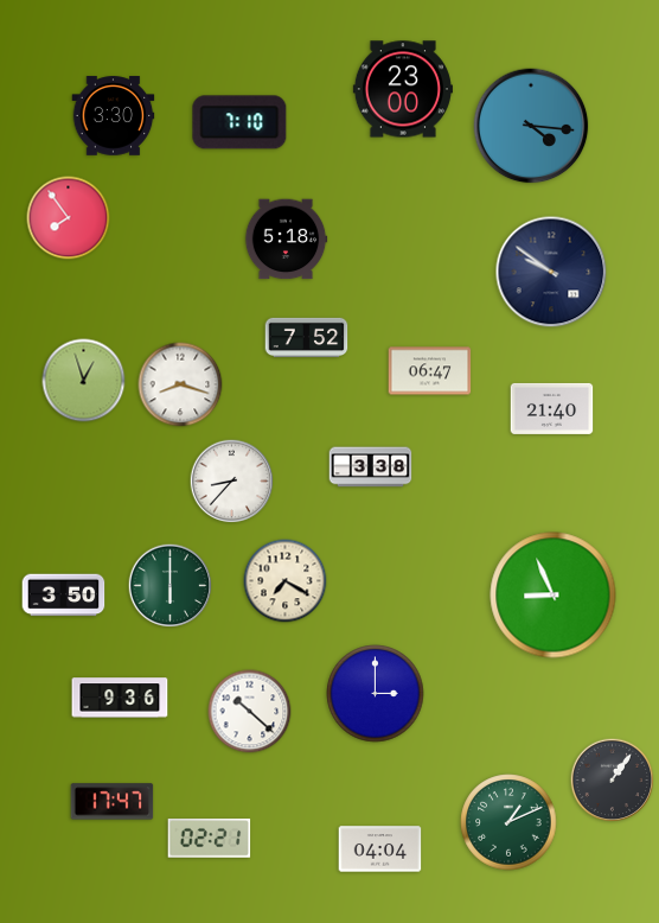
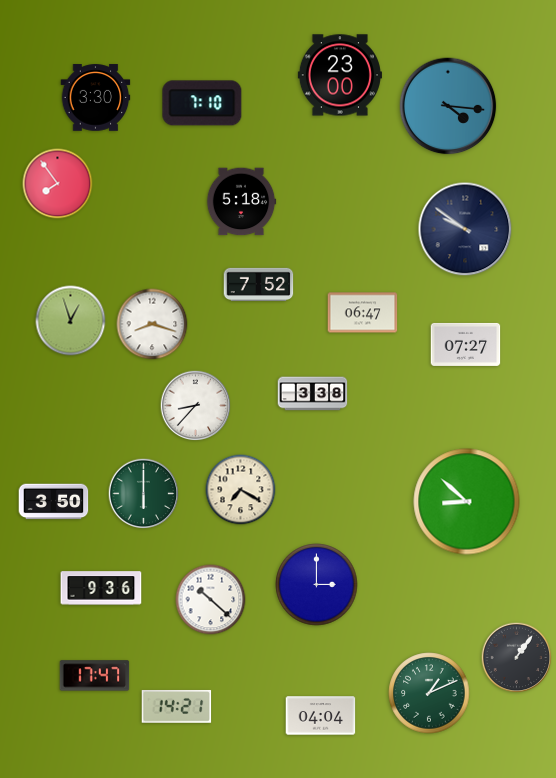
clock at (552, 408): 21:40 -> 07:27
clock at (554, 596): 8:56 -> 8:52
clock at (210, 839): 02:21 -> 14:21
